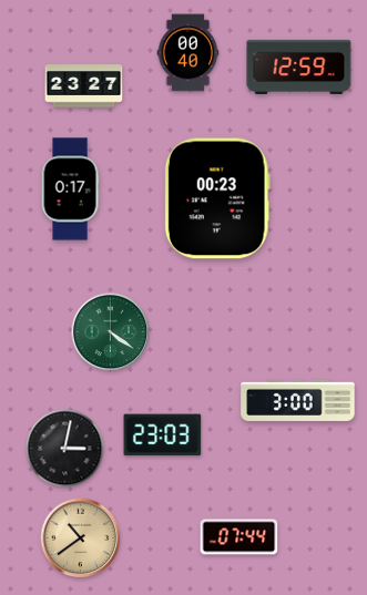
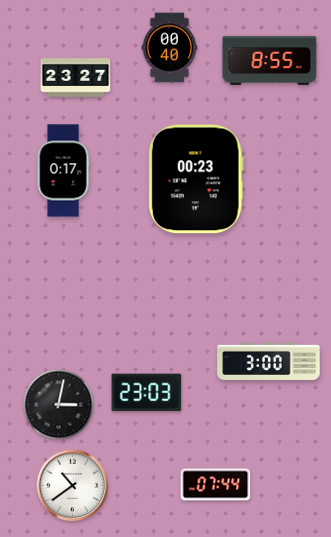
clock at (299, 66): 12:59 -> 8:55
clock at (111, 332): 4:21 -> none
clock at (81, 538) dial: champagne -> white
